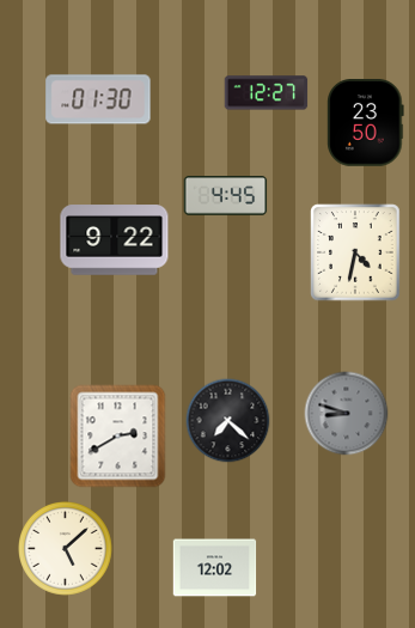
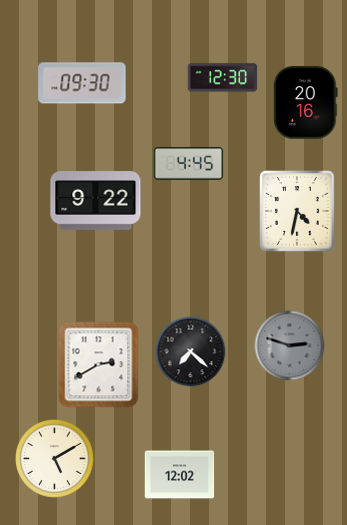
clock at (267, 93): 12:27 -> 12:30
clock at (98, 99): 01:30 -> 09:30
clock at (366, 123): 23:50 -> 20:16
clock at (347, 414): 8:48 -> 2:48
clock at (66, 549): 5:08 -> 5:10
